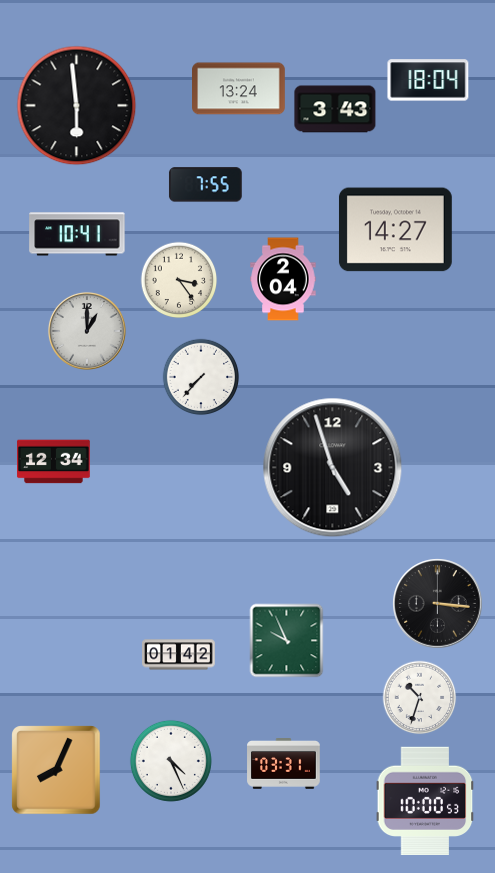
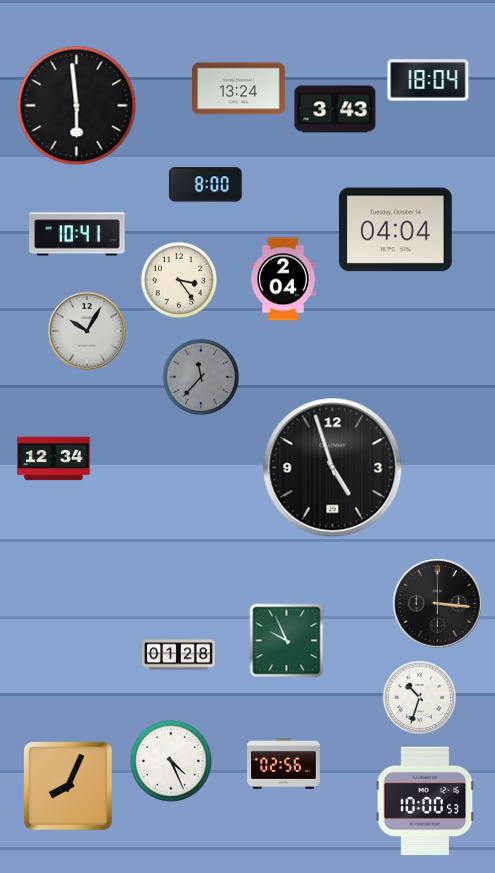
clock at (206, 185): 7:55 -> 8:00
clock at (395, 230): 14:27 -> 04:04
clock at (87, 331): 1:00 -> 10:05
clock at (201, 377): 7:37 -> 11:37
clock at (201, 377) dial: white -> grey
clock at (54, 462) position: (54, 462) -> (54, 459)
clock at (179, 655): 01:42 -> 01:28
clock at (284, 764): 03:31 -> 02:56
clock at (56, 770) position: (56, 770) -> (68, 786)
